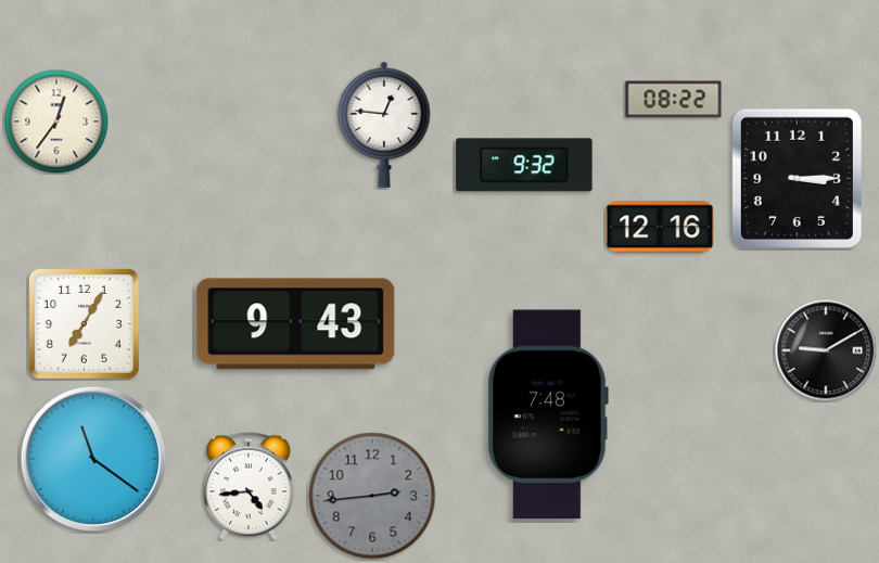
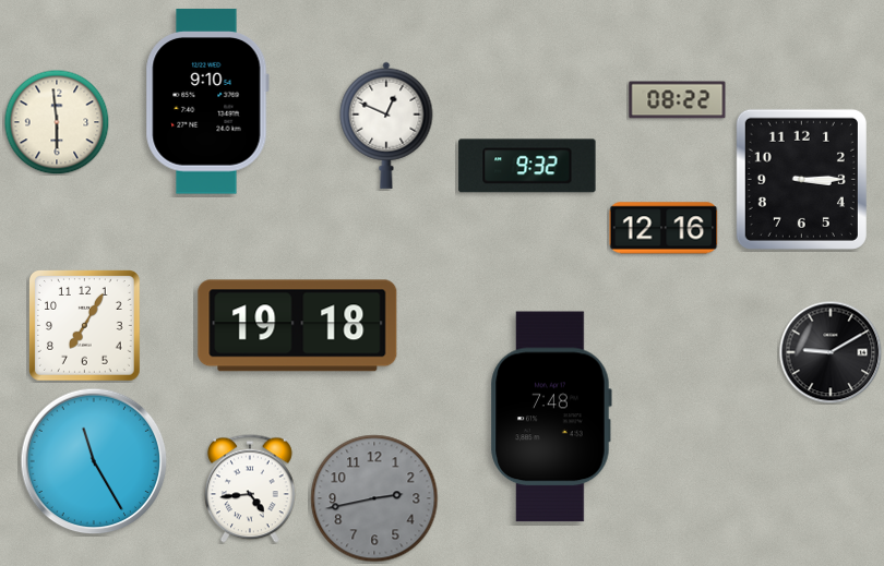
clock at (207, 101): none -> 9:10
clock at (56, 121): 12:36 -> 5:59
clock at (384, 125): 12:46 -> 12:49
clock at (296, 324): 9:43 -> 19:18
clock at (93, 459): 11:21 -> 11:25
clock at (372, 496): 2:44 -> 2:43
